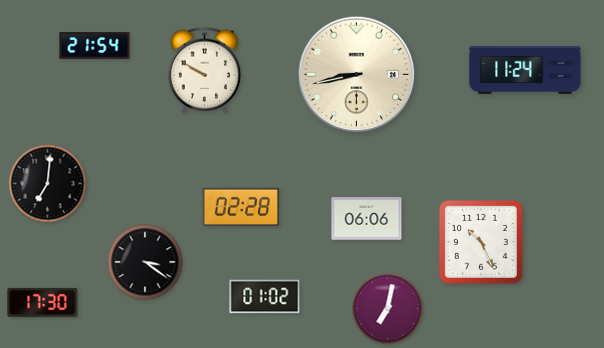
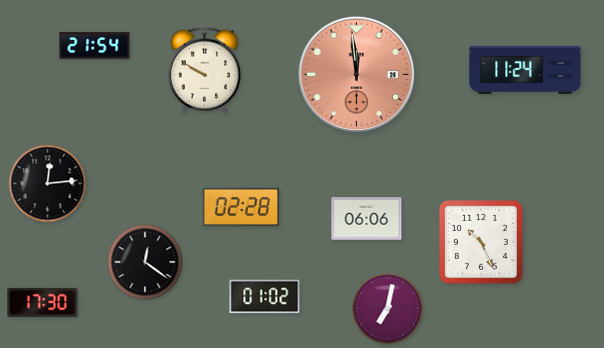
clock at (357, 75): 8:43 -> 11:59
clock at (357, 75) dial: cream -> salmon
clock at (48, 184): 7:01 -> 12:14
clock at (145, 262): 3:21 -> 12:21
